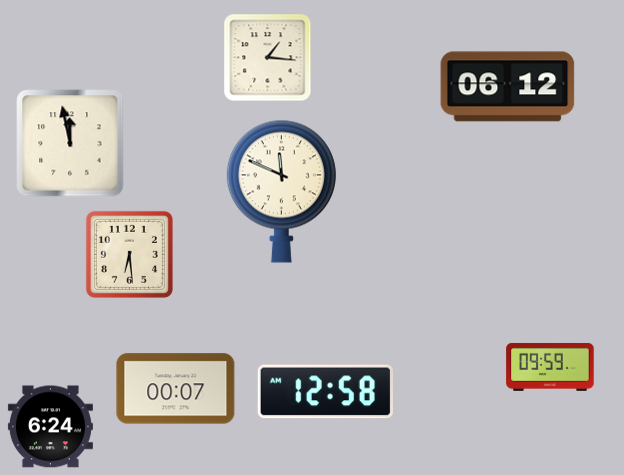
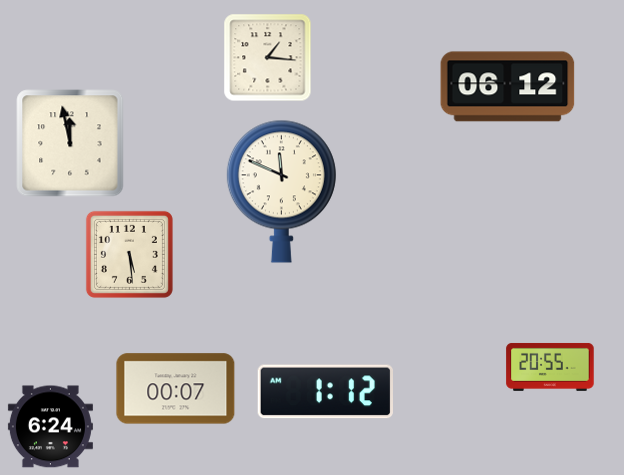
clock at (129, 254): 6:29 -> 5:29
clock at (550, 367): 09:59 -> 20:55
clock at (325, 392): 12:58 -> 1:12
